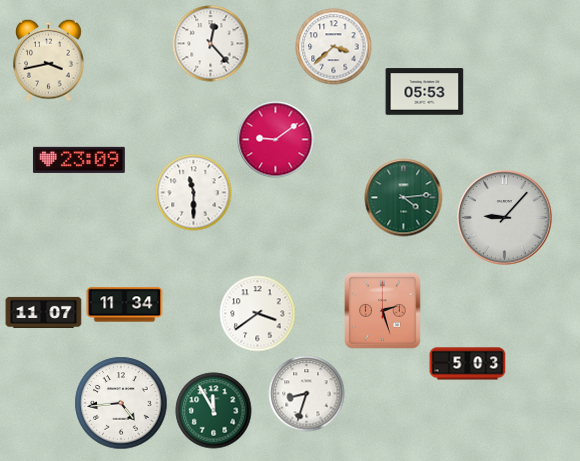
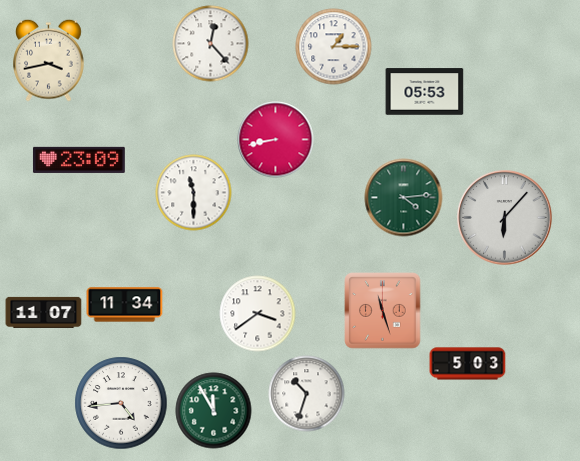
clock at (334, 47): 3:38 -> 1:15
clock at (276, 140): 9:09 -> 8:43
clock at (505, 218): 9:07 -> 6:07
clock at (383, 311): 2:27 -> 11:27
clock at (307, 394): 8:33 -> 10:33
